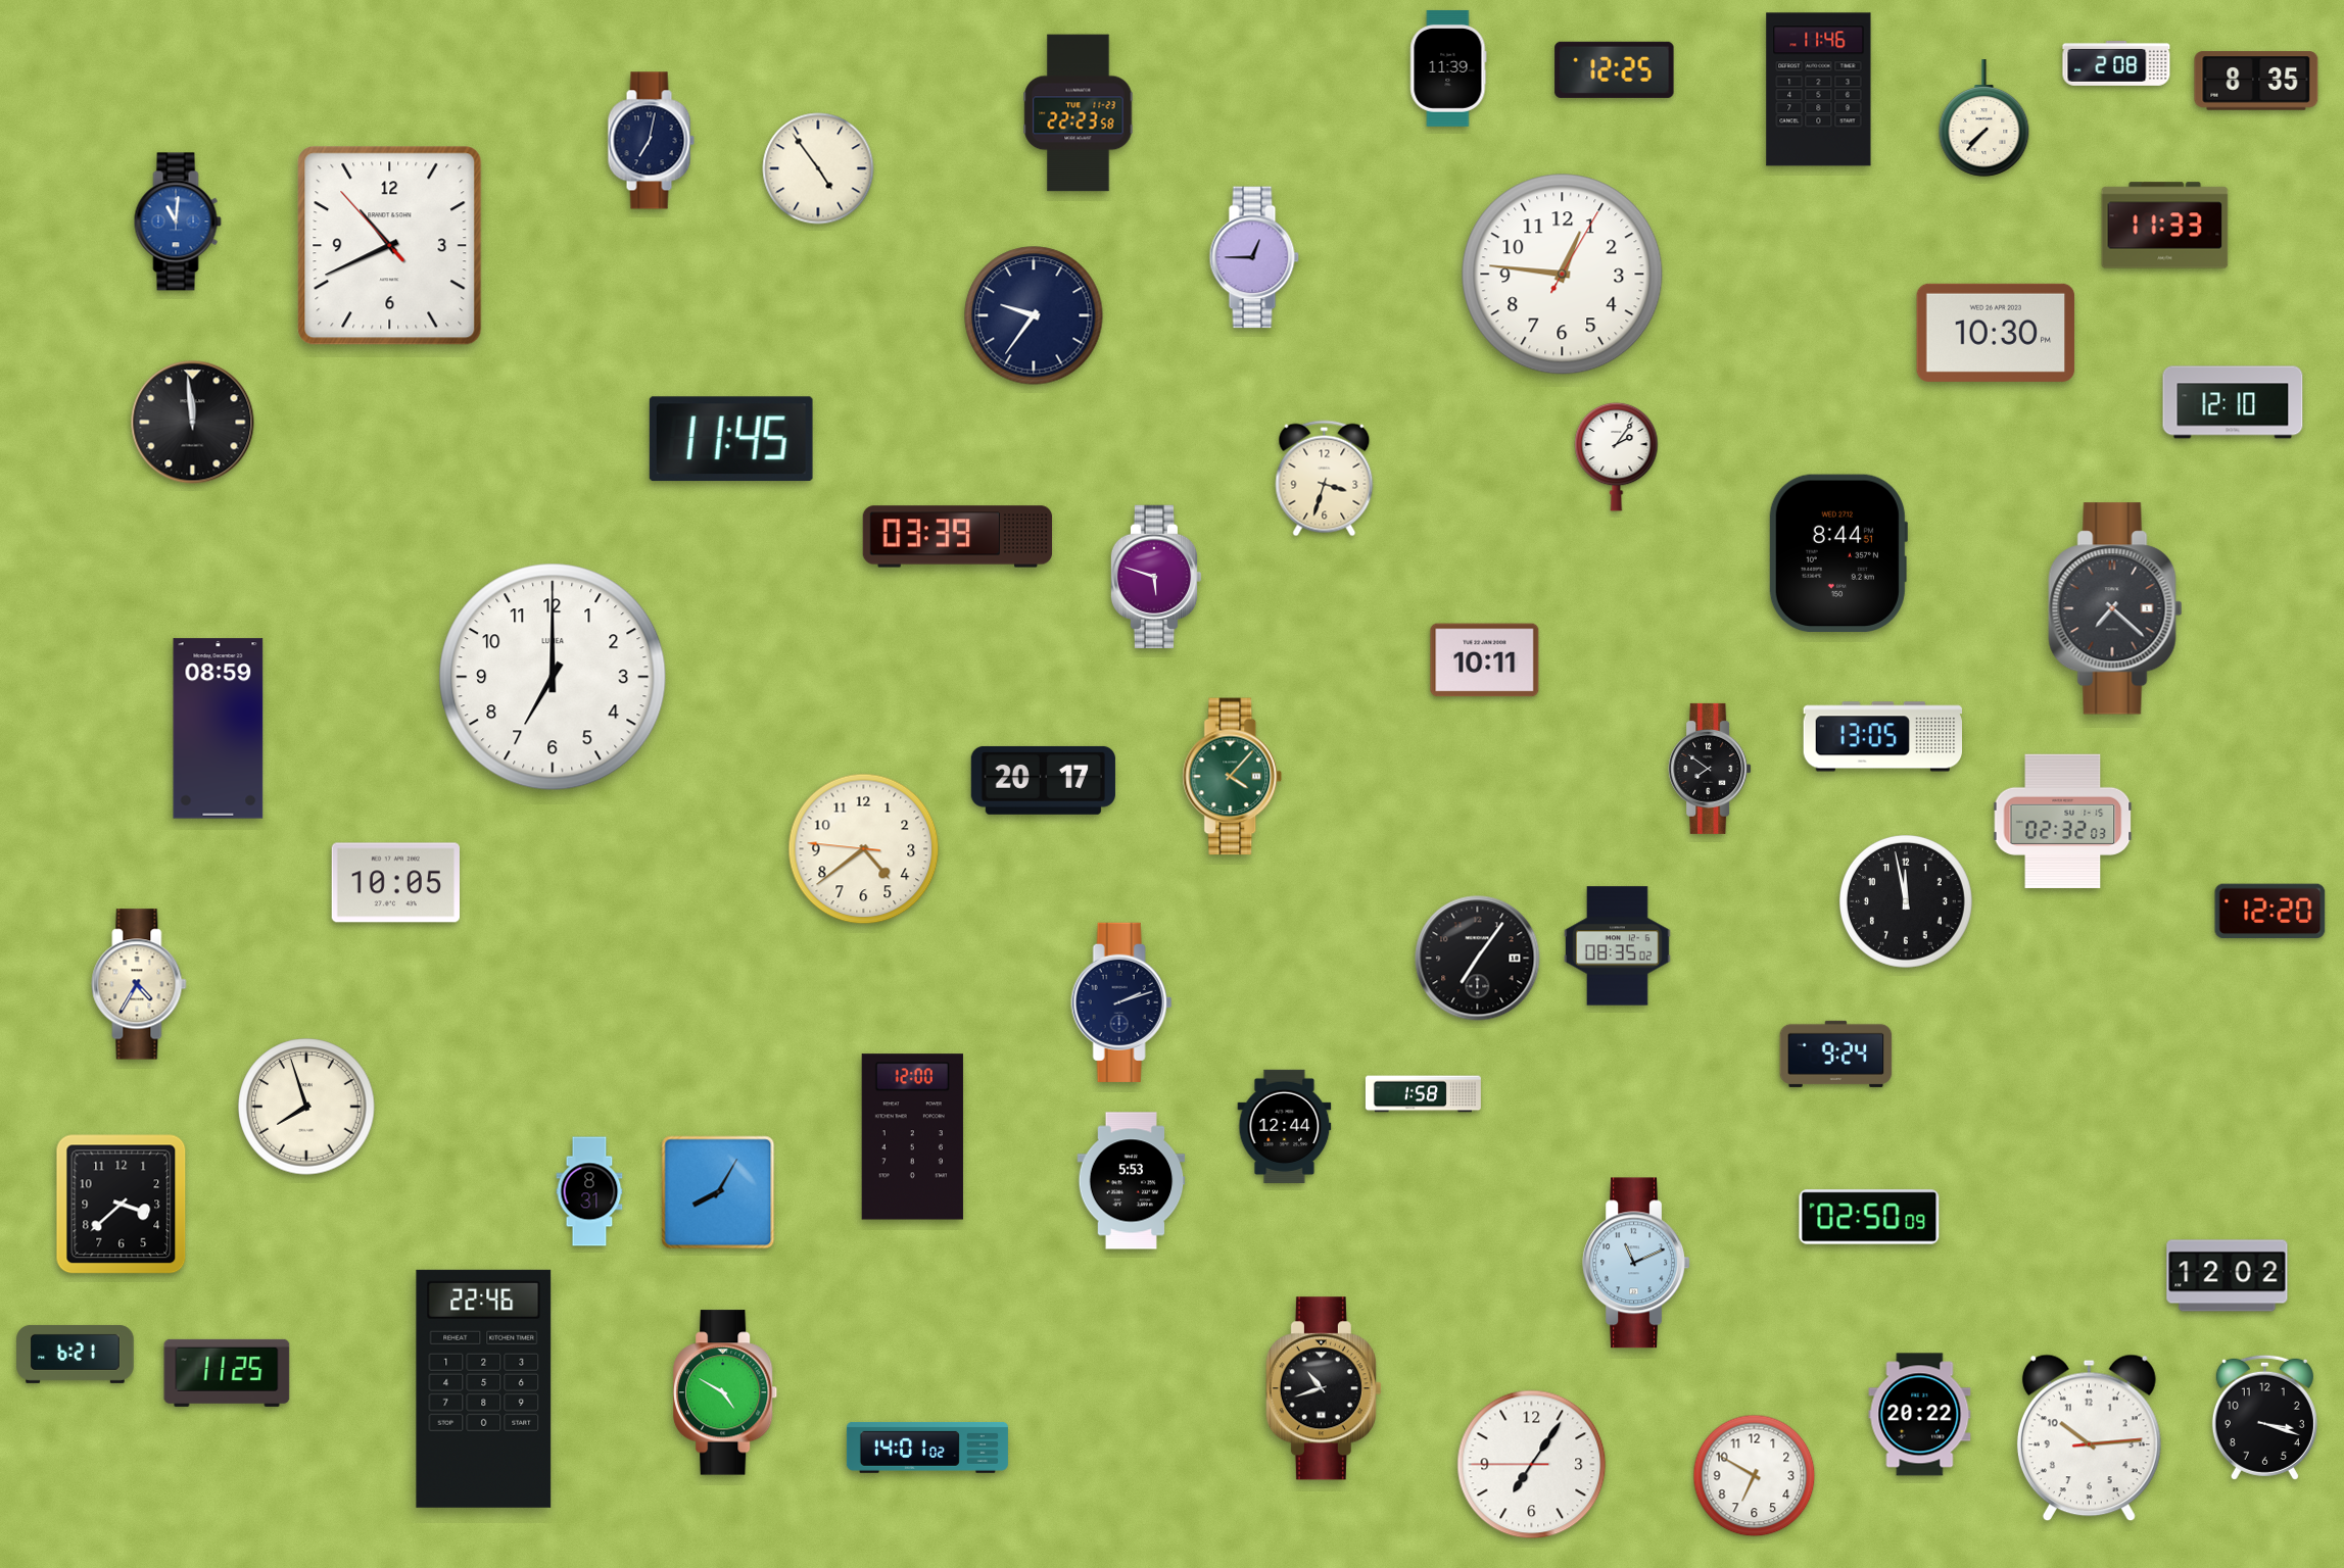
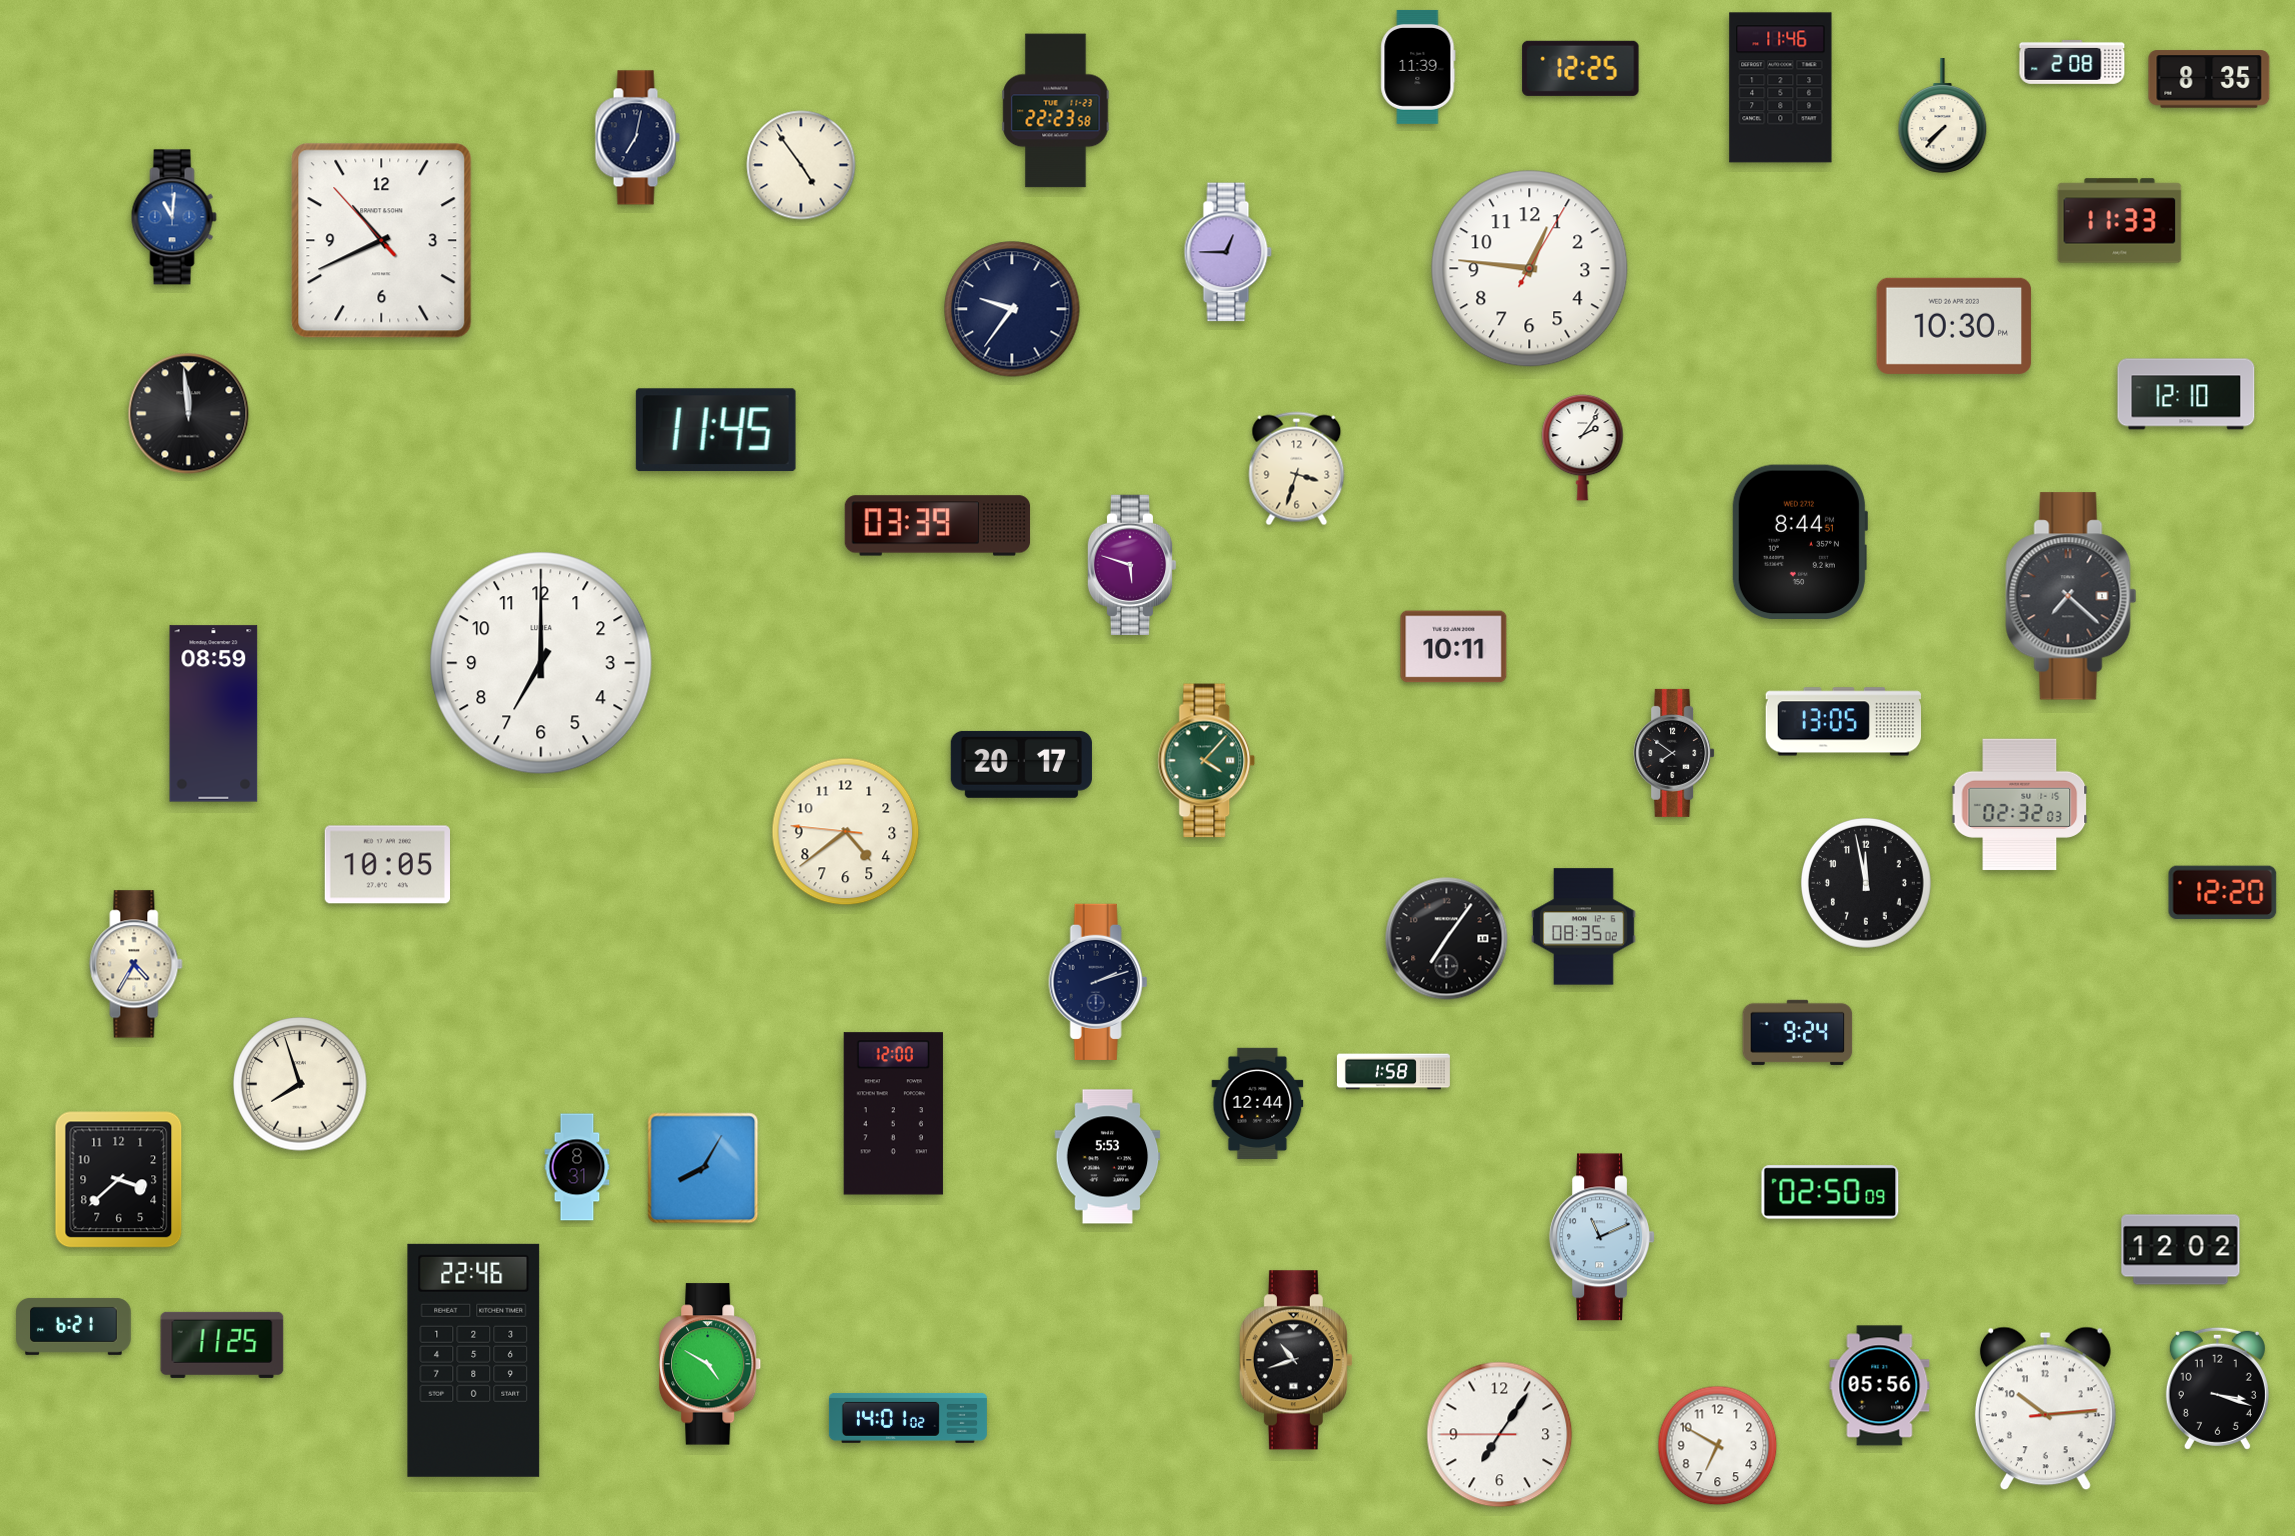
clock at (1920, 1415): 20:22 -> 05:56
